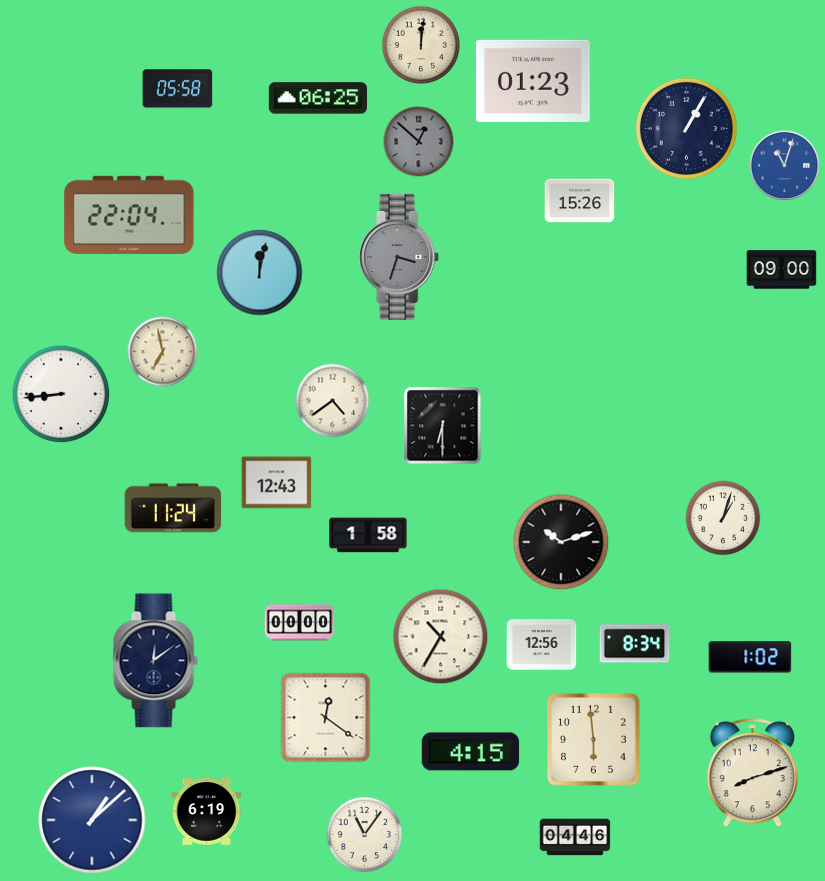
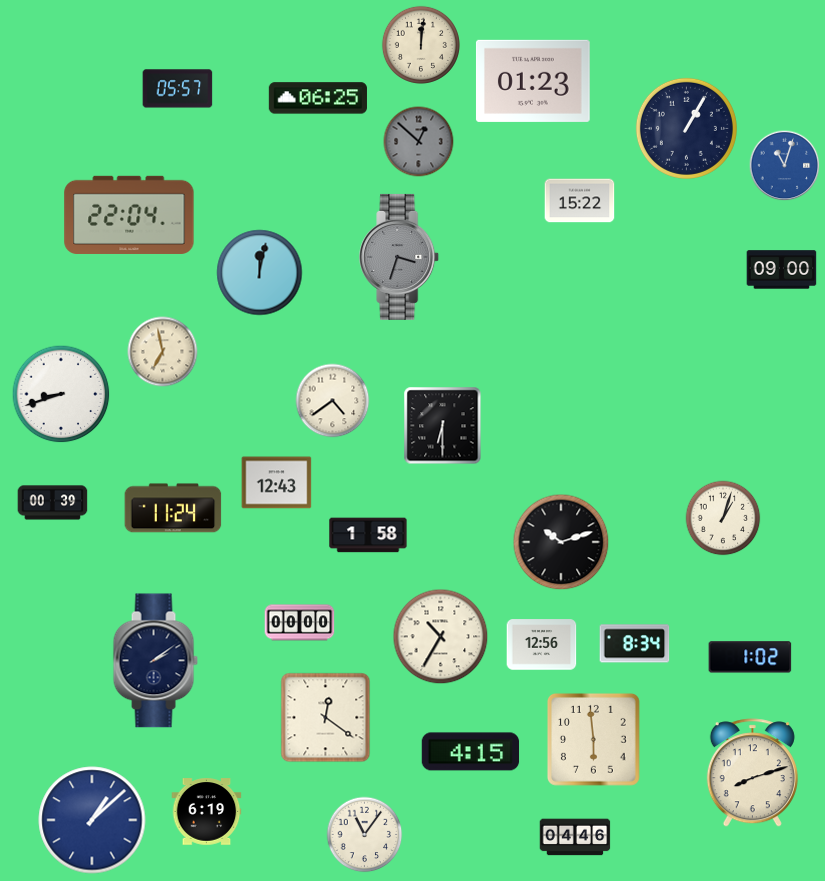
clock at (178, 89): 05:58 -> 05:57
clock at (580, 201): 15:26 -> 15:22
clock at (61, 394): 8:44 -> 8:42
clock at (53, 503): none -> 00:39
clock at (155, 661): 12:09 -> 2:09
